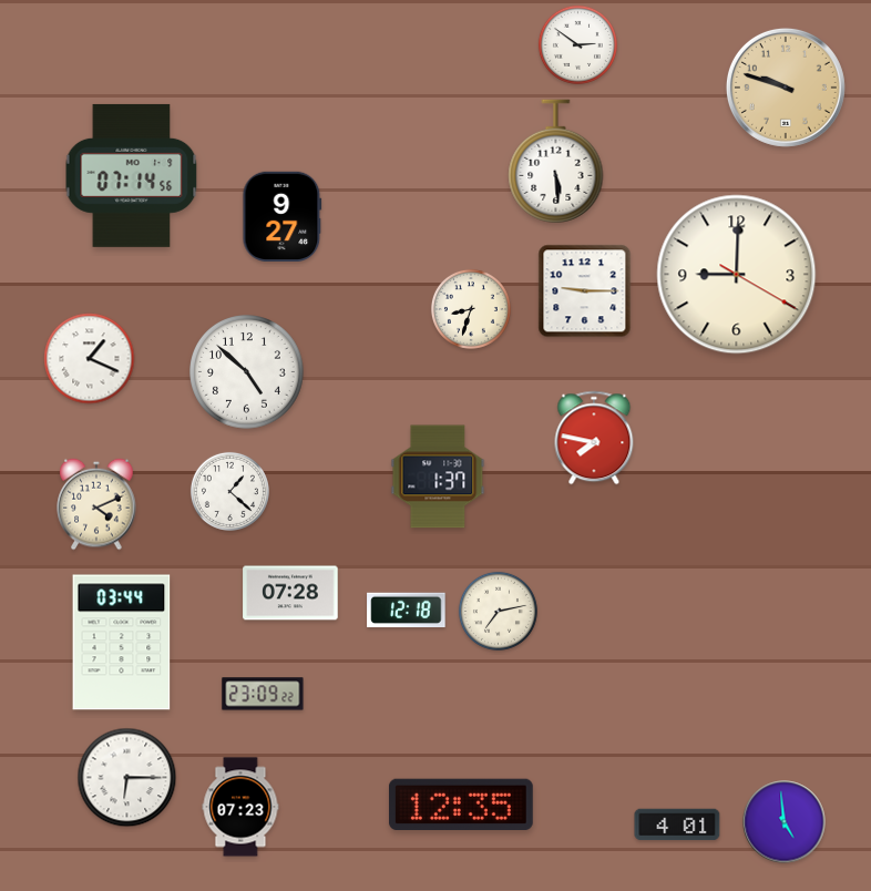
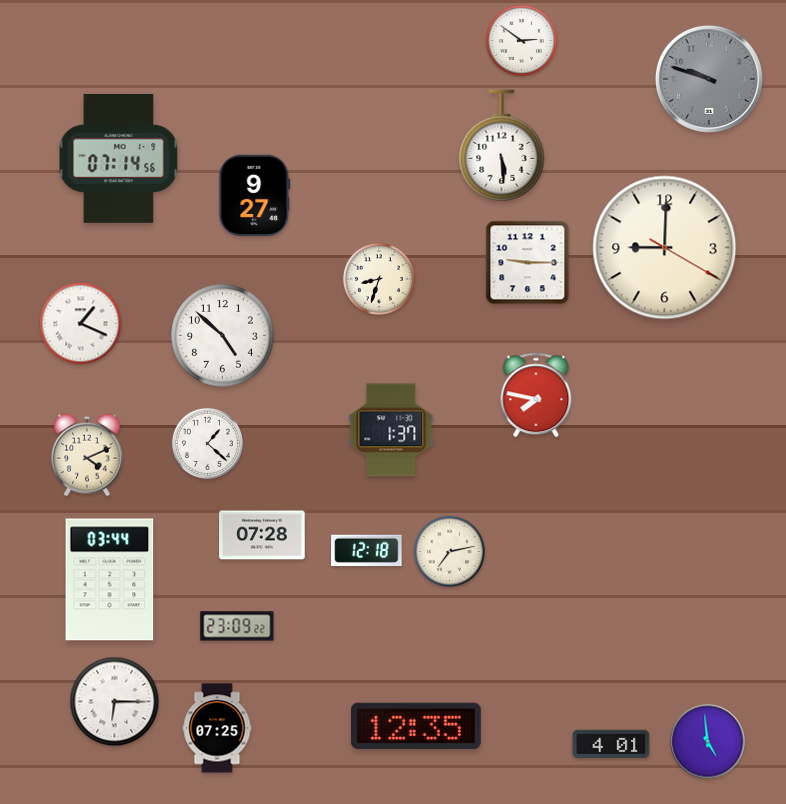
clock at (786, 88) dial: champagne -> grey
clock at (471, 309) position: (471, 309) -> (379, 279)
clock at (438, 477) position: (438, 477) -> (391, 430)
clock at (240, 807): 07:23 -> 07:25
